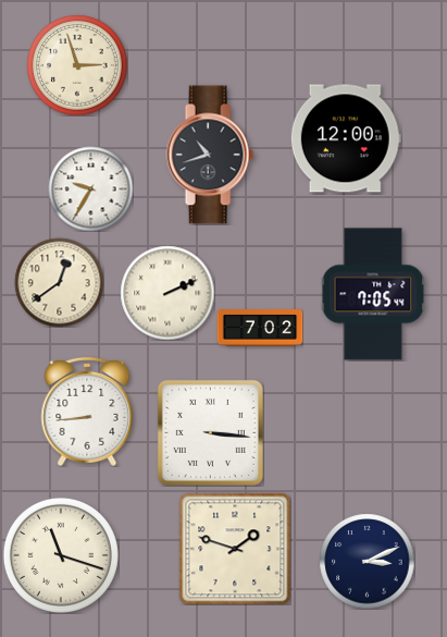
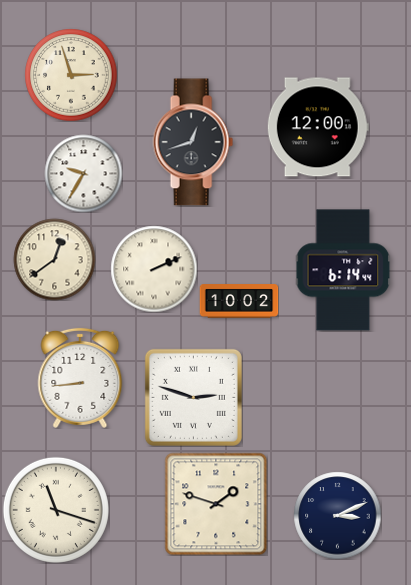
clock at (77, 65) position: (77, 65) -> (71, 75)
clock at (210, 155): 10:42 -> 12:42
clock at (373, 294): 7:05 -> 6:14
clock at (260, 328): 7:02 -> 10:02
clock at (210, 432): 3:16 -> 2:48
